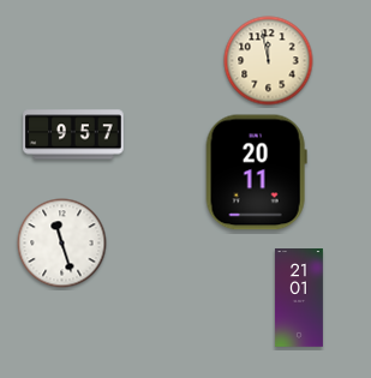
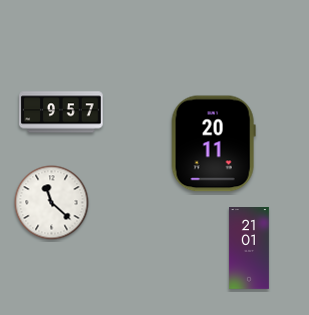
clock at (269, 61): 11:58 -> none
clock at (62, 244): 11:27 -> 11:22
